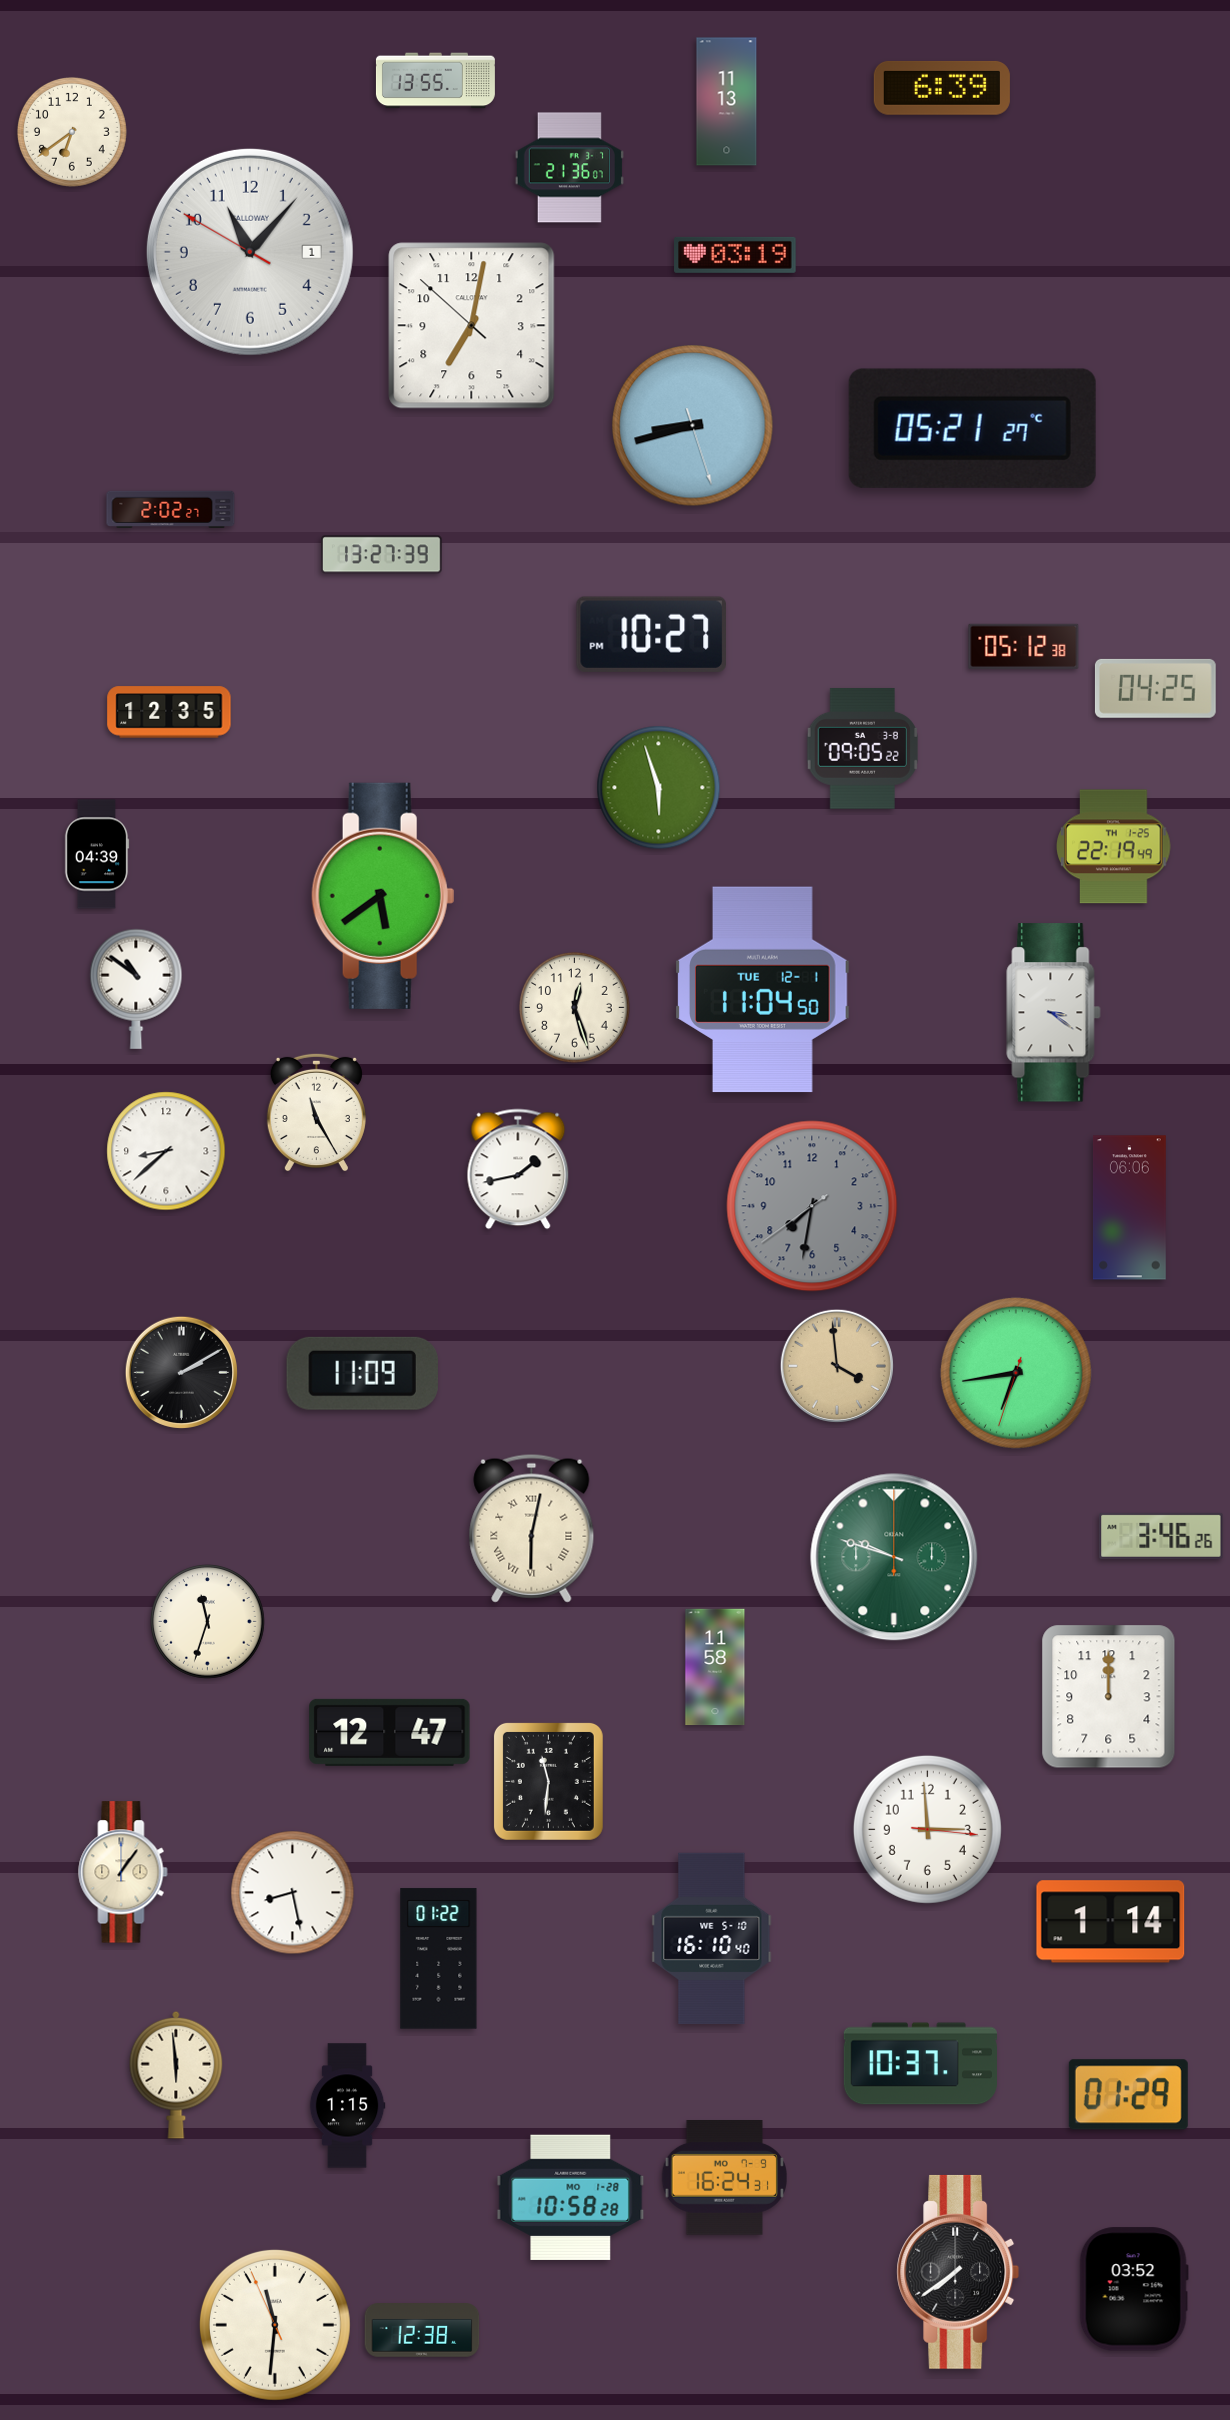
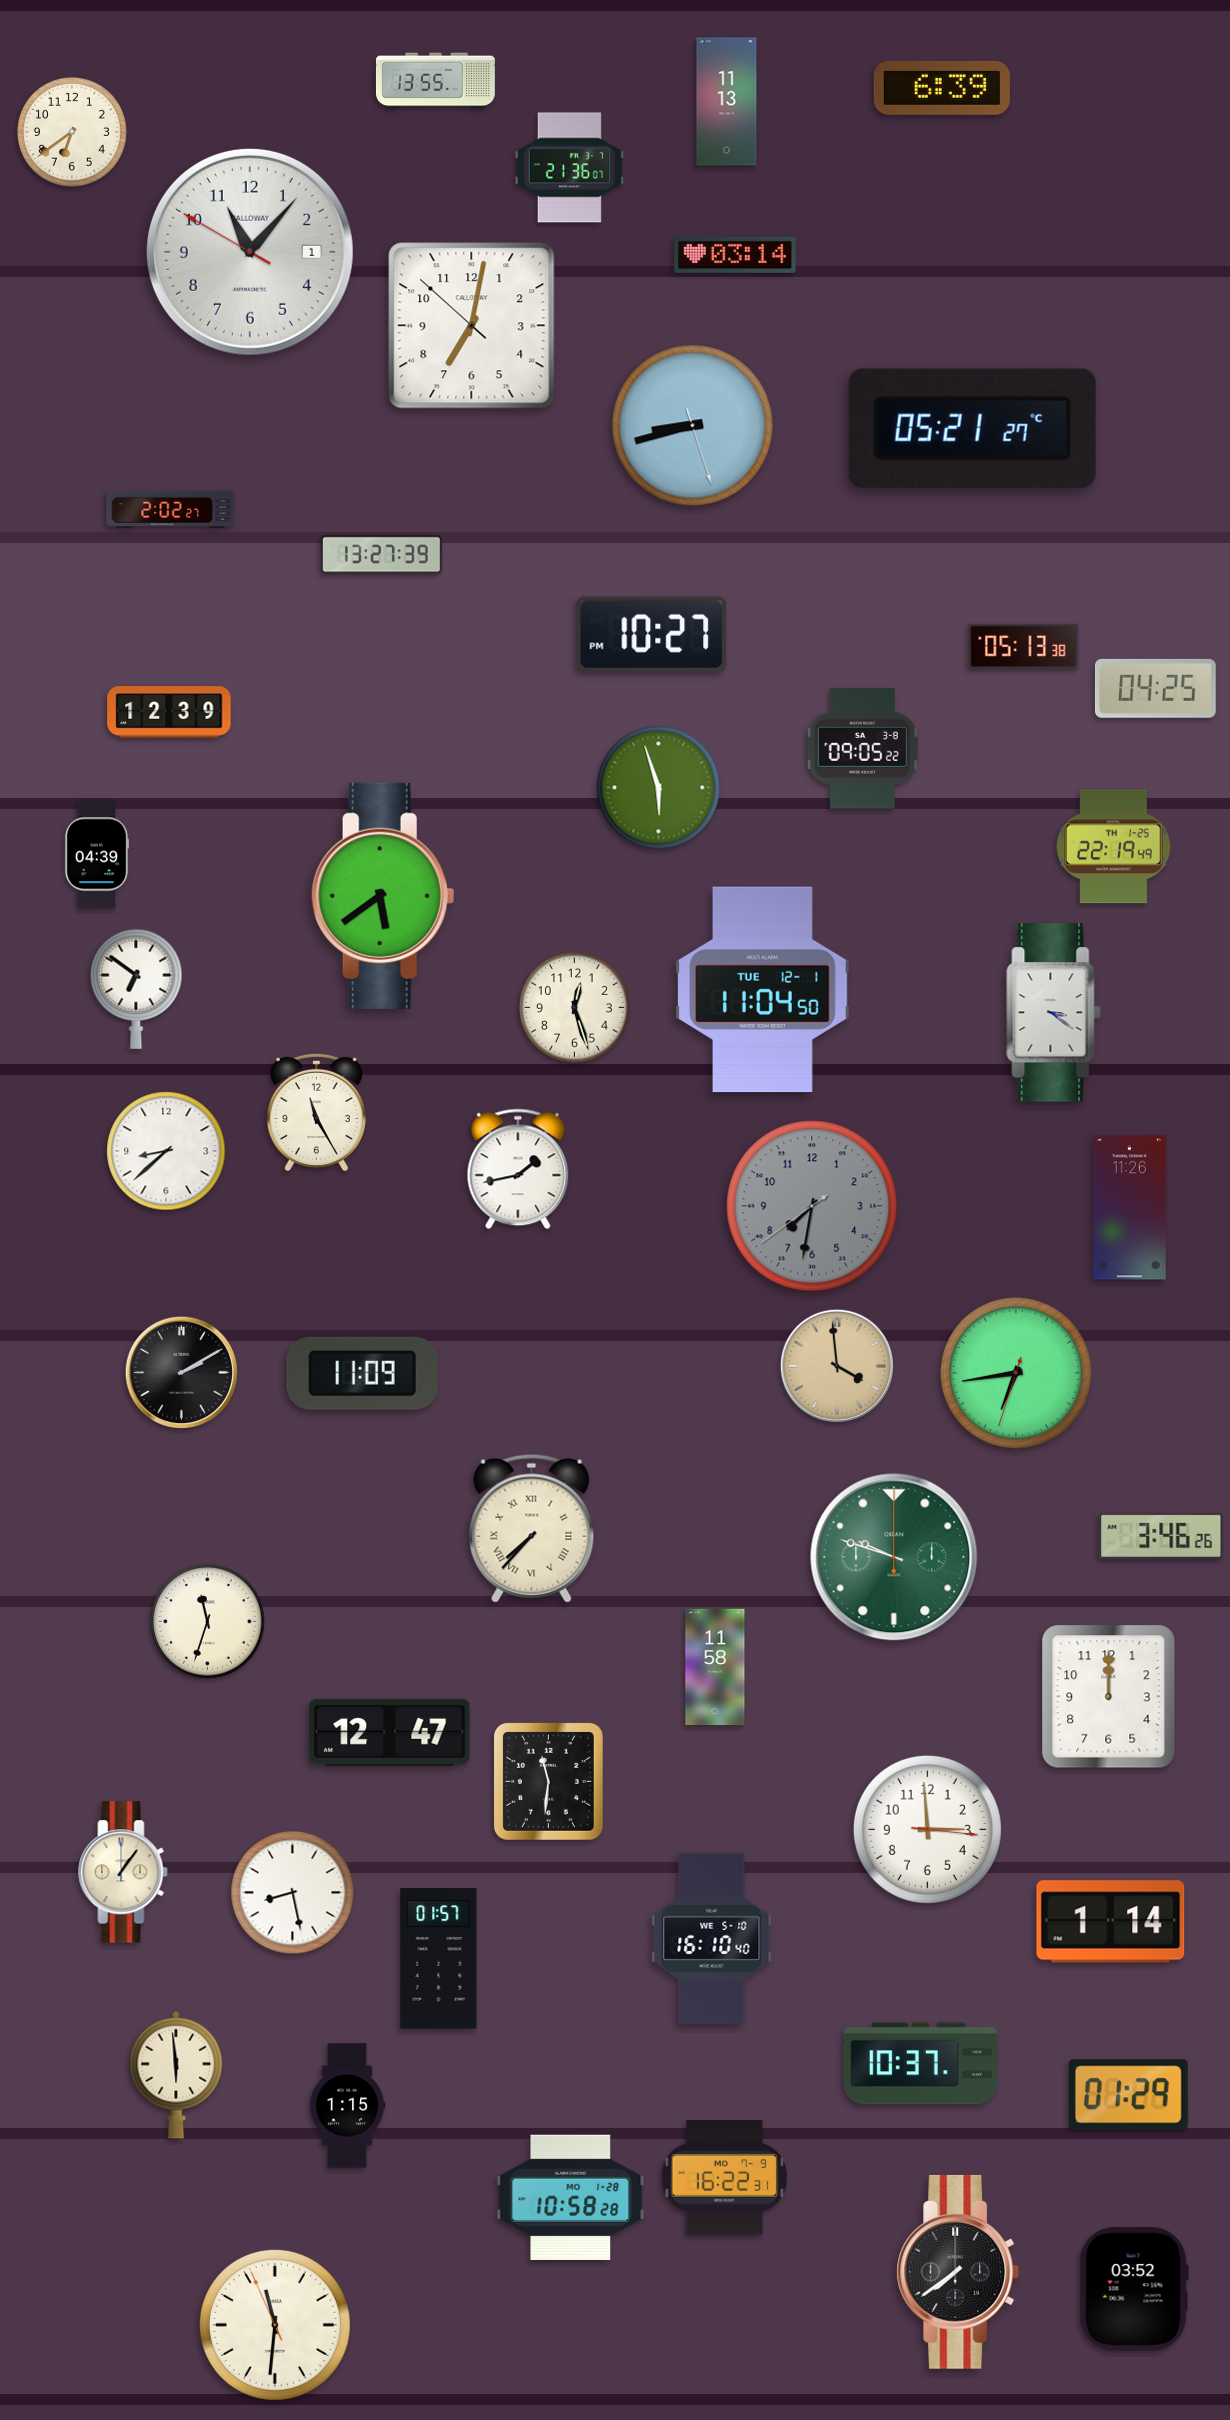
clock at (735, 255): 03:19 -> 03:14
clock at (1024, 646): 05:12 -> 05:13
clock at (169, 712): 12:35 -> 12:39
clock at (136, 989): 10:51 -> 6:51
clock at (1129, 1208): 06:06 -> 11:26
clock at (532, 1528): 6:02 -> 7:37
clock at (439, 1959): 01:22 -> 01:57
clock at (724, 2178): 16:24 -> 16:22
clock at (422, 2330): 12:38 -> none
